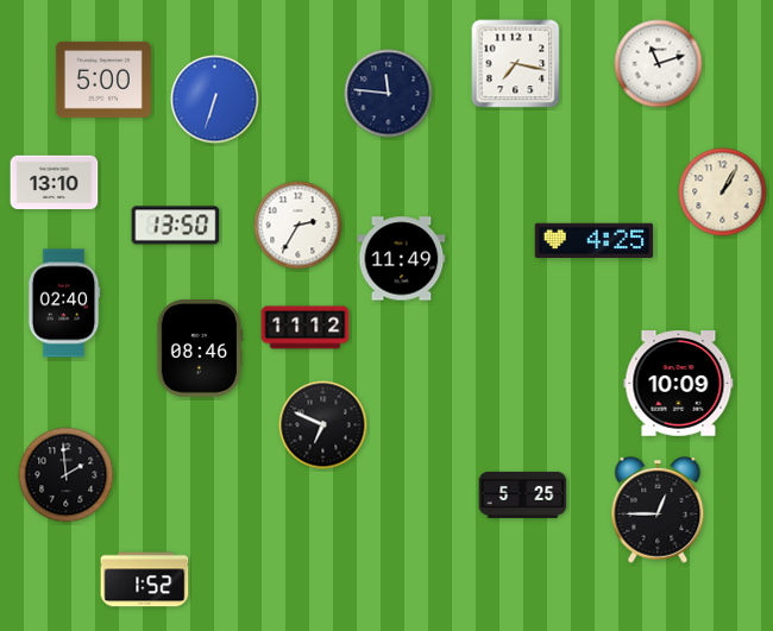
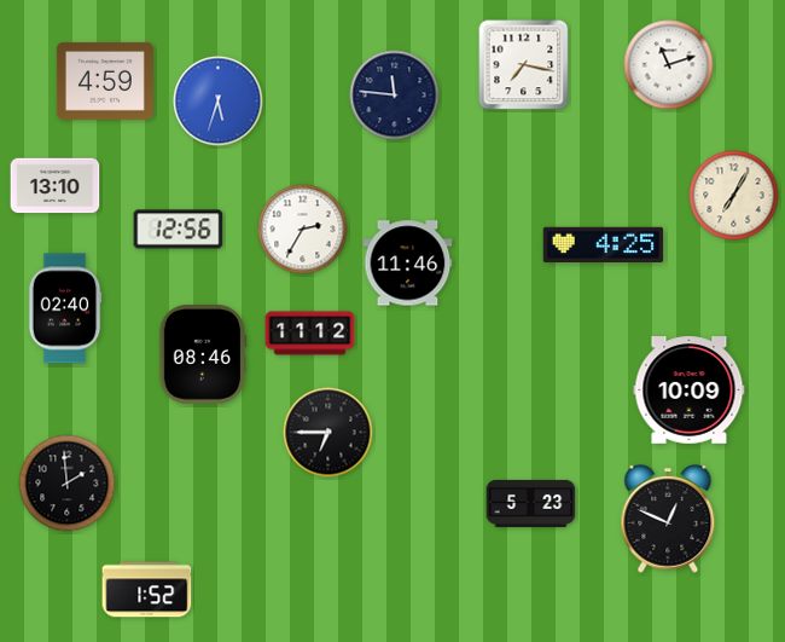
clock at (103, 80): 5:00 -> 4:59
clock at (215, 100): 6:33 -> 5:33
clock at (723, 193): 1:05 -> 7:05
clock at (176, 226): 13:50 -> 12:56
clock at (402, 259): 11:49 -> 11:46
clock at (323, 425): 6:49 -> 6:45
clock at (523, 494): 5:25 -> 5:23
clock at (658, 510): 12:45 -> 12:49
